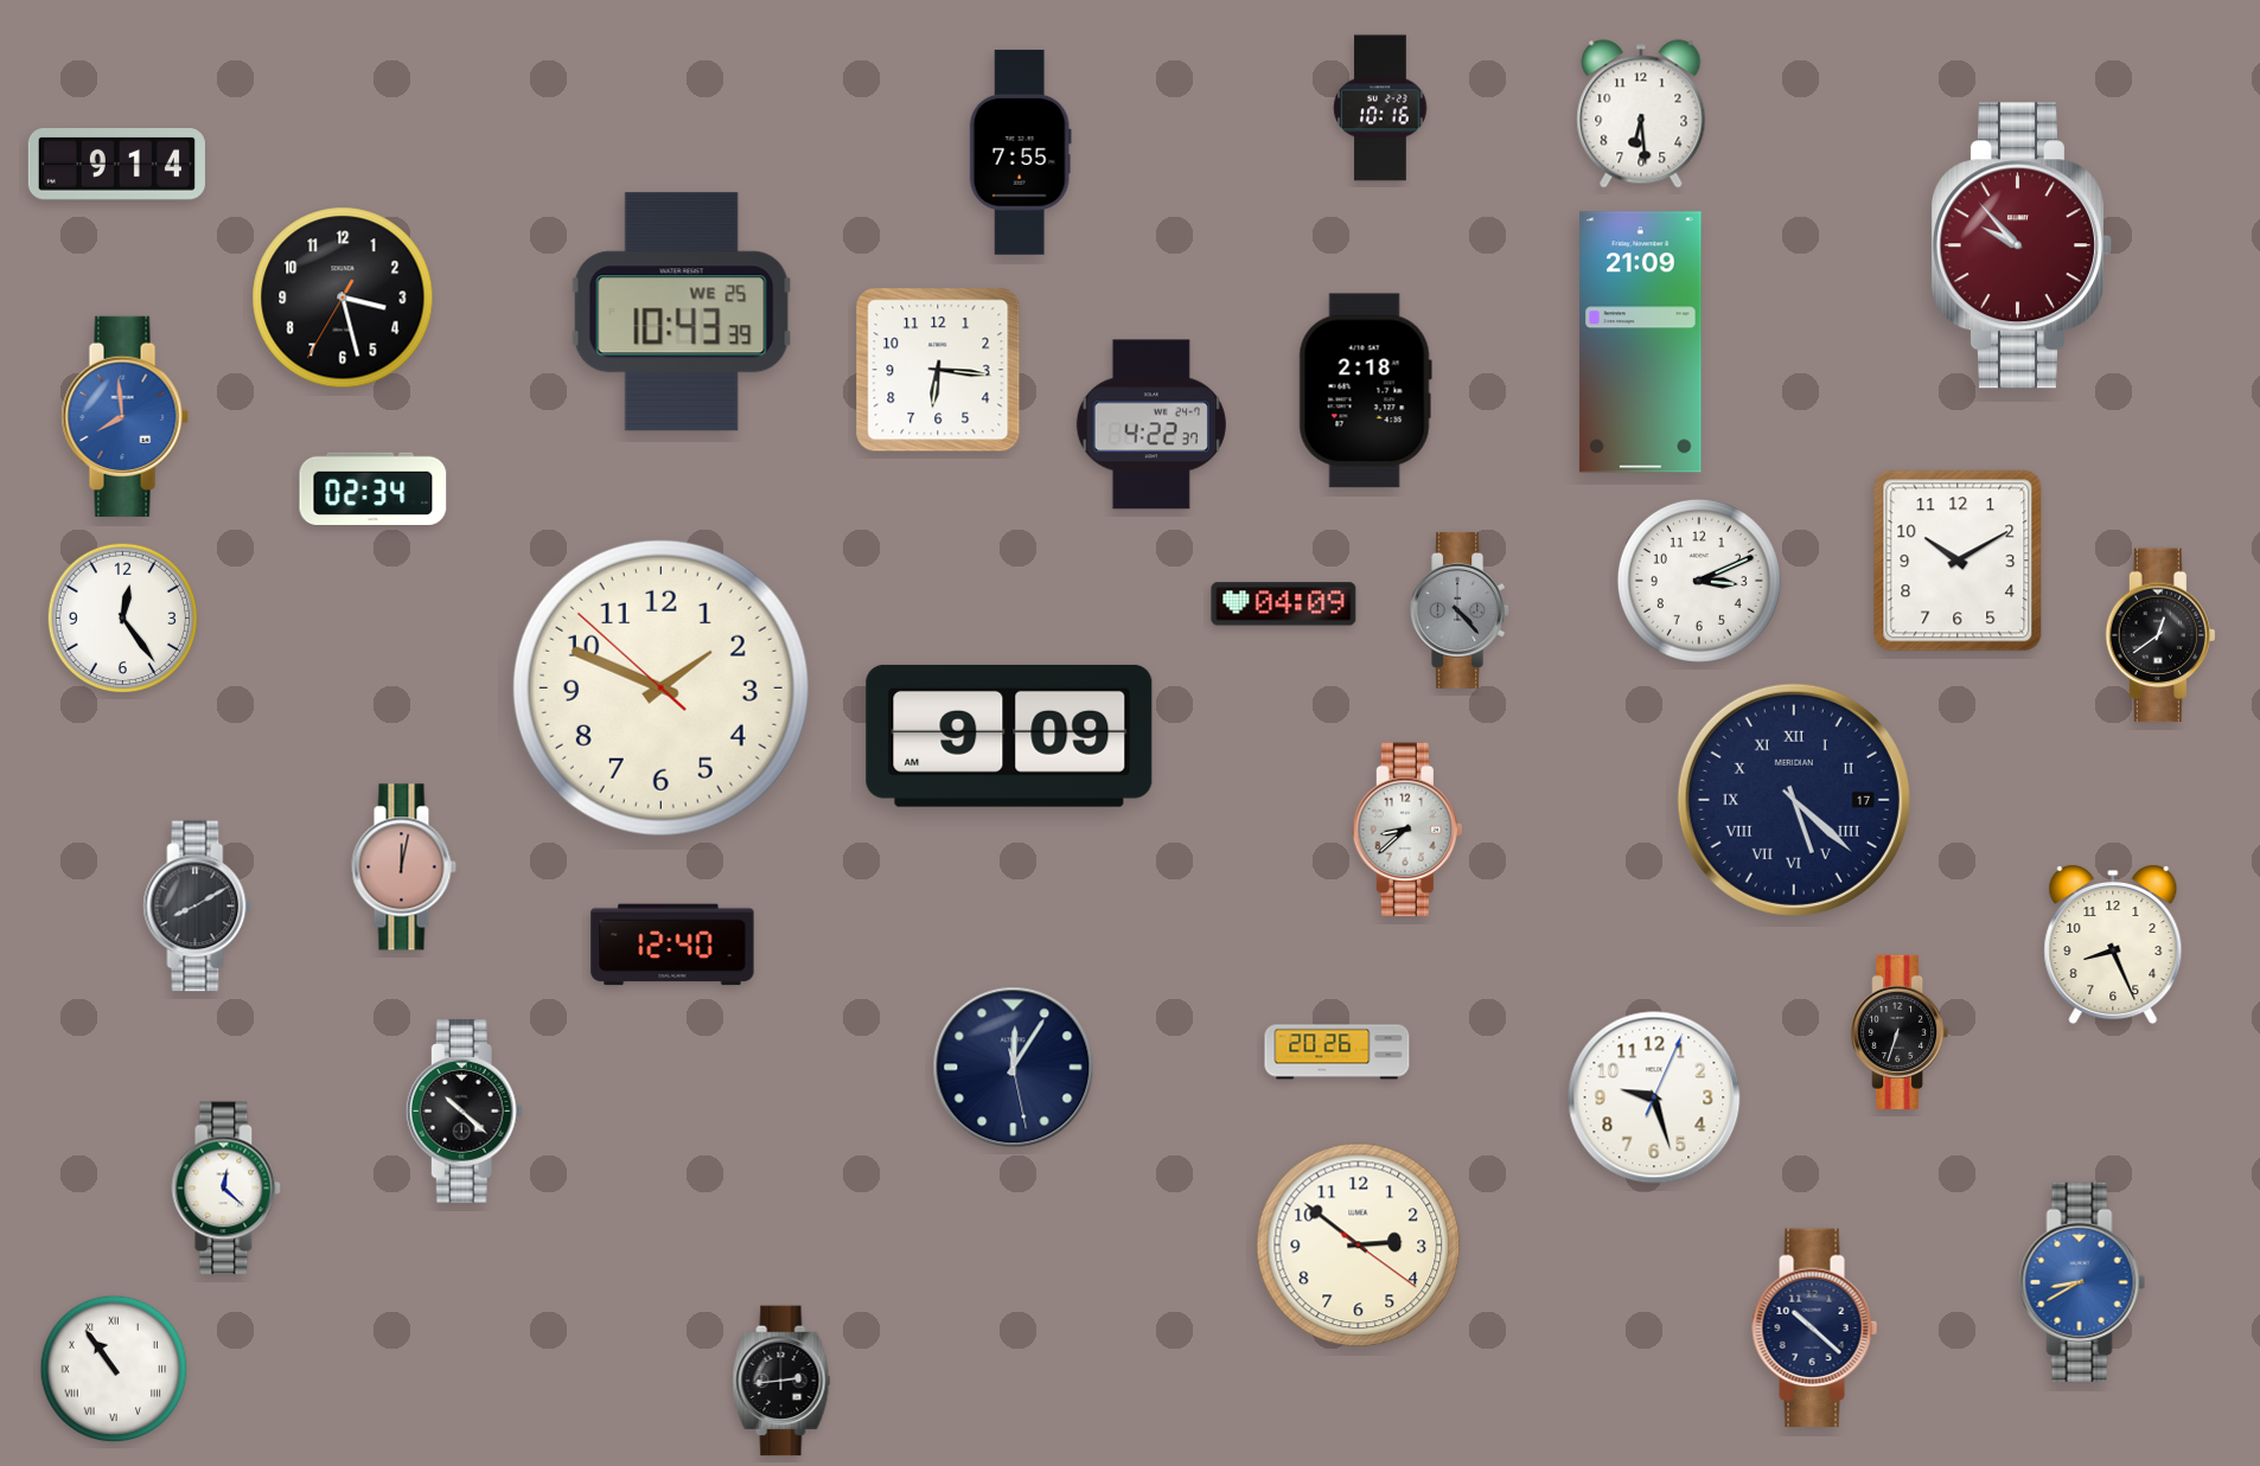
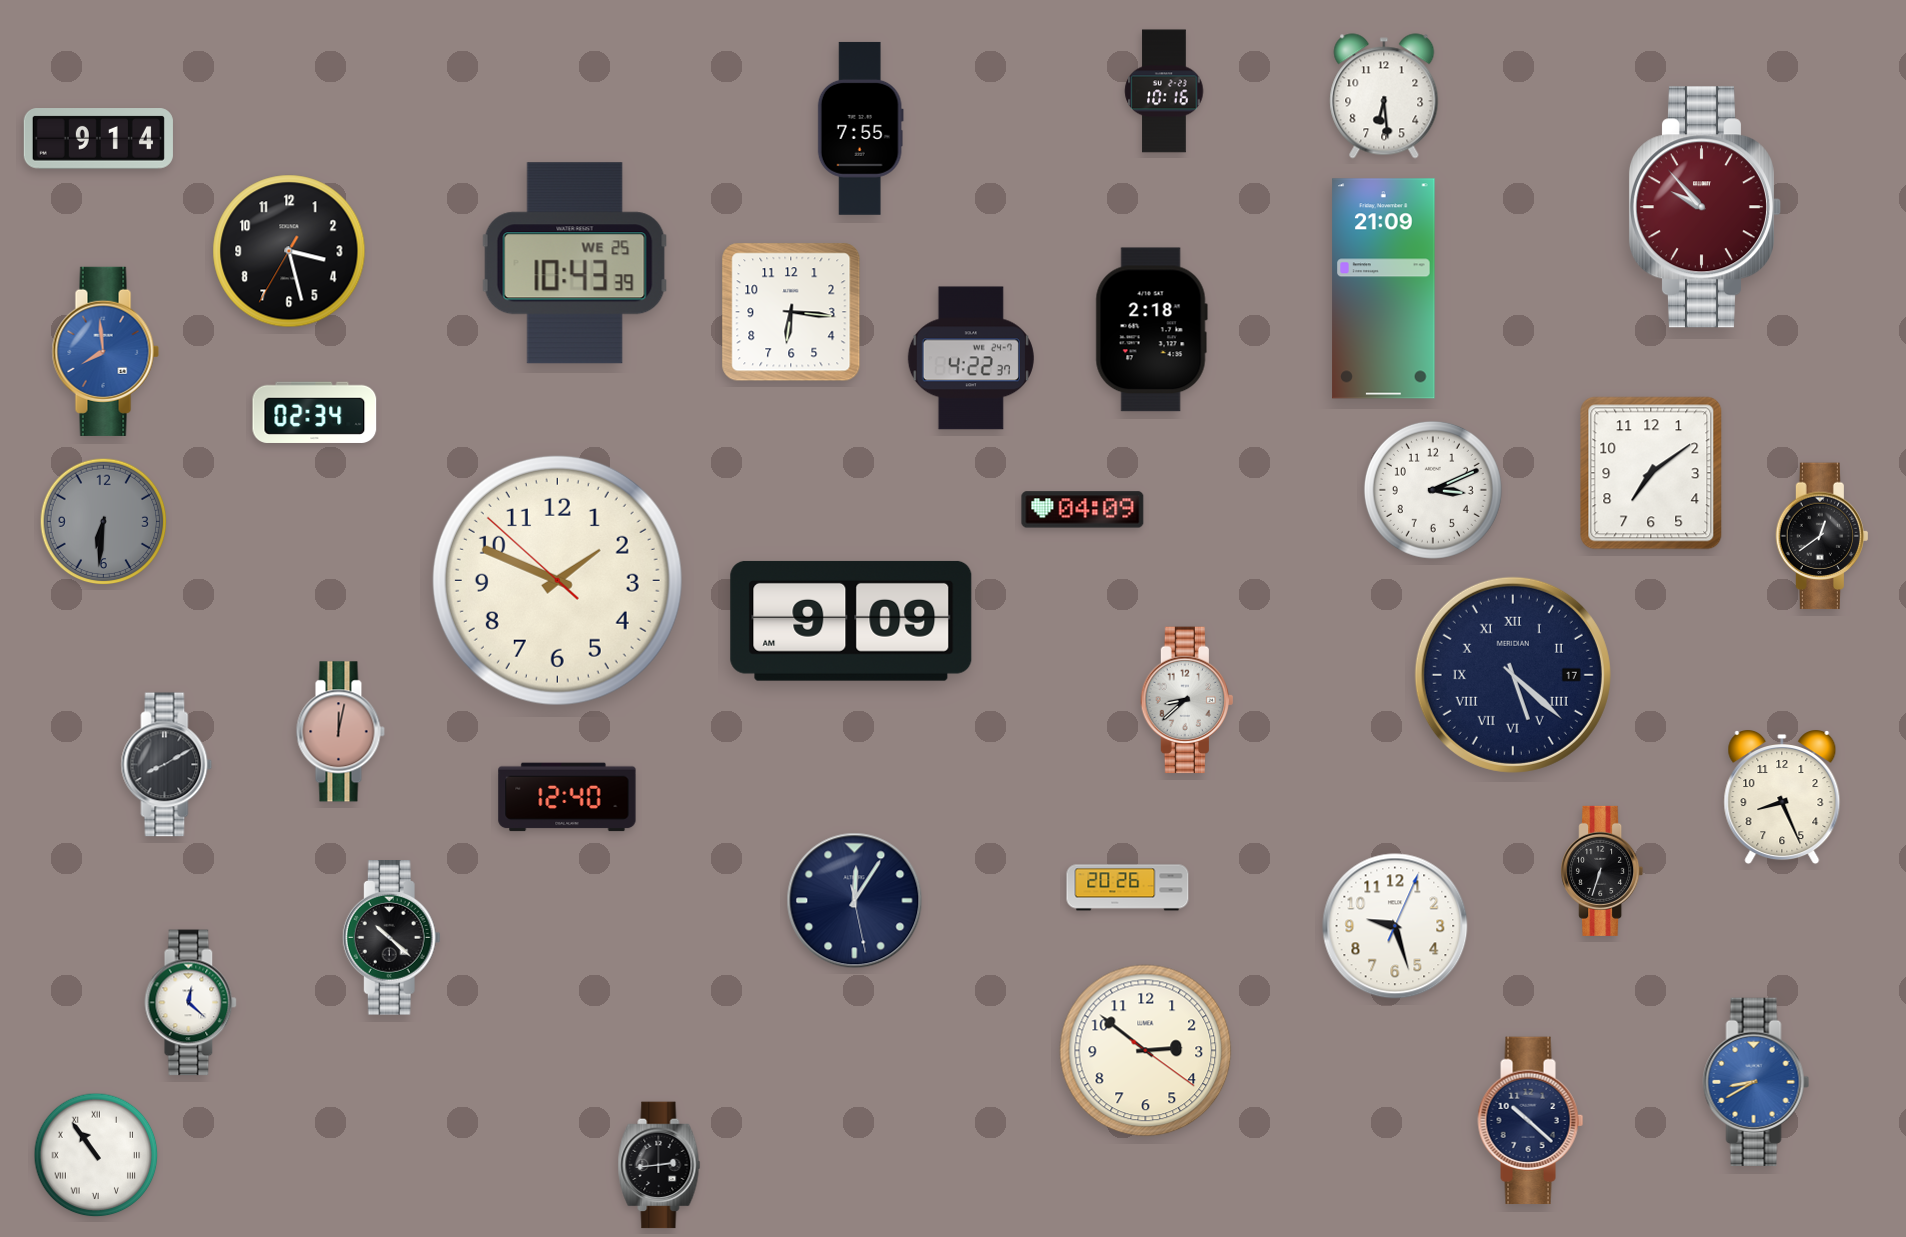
clock at (1958, 561): 10:10 -> 7:09
clock at (1461, 610): 4:23 -> none
clock at (123, 619): 12:24 -> 6:31
clock at (123, 619) dial: white -> grey
